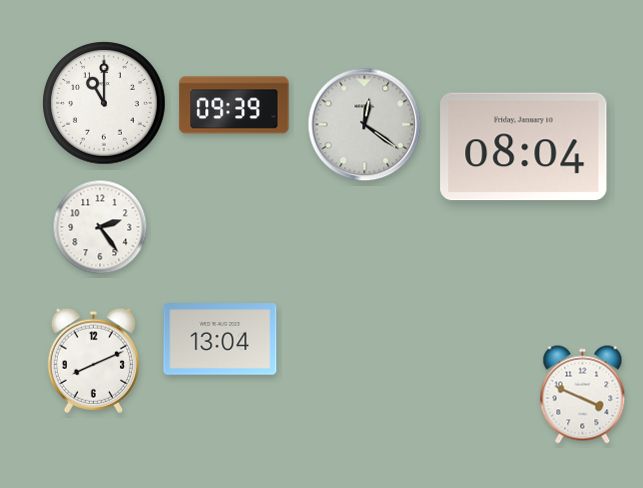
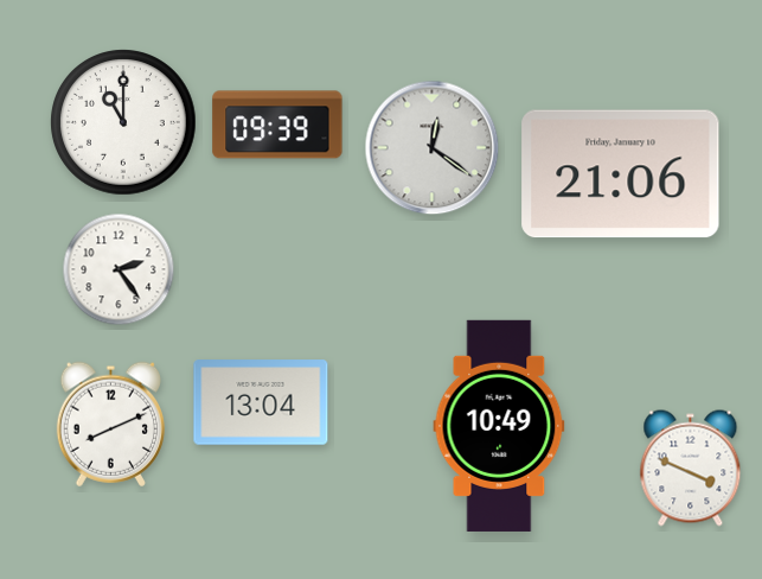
clock at (524, 147): 08:04 -> 21:06
clock at (499, 426): none -> 10:49
clock at (93, 360) position: (93, 360) -> (110, 424)
